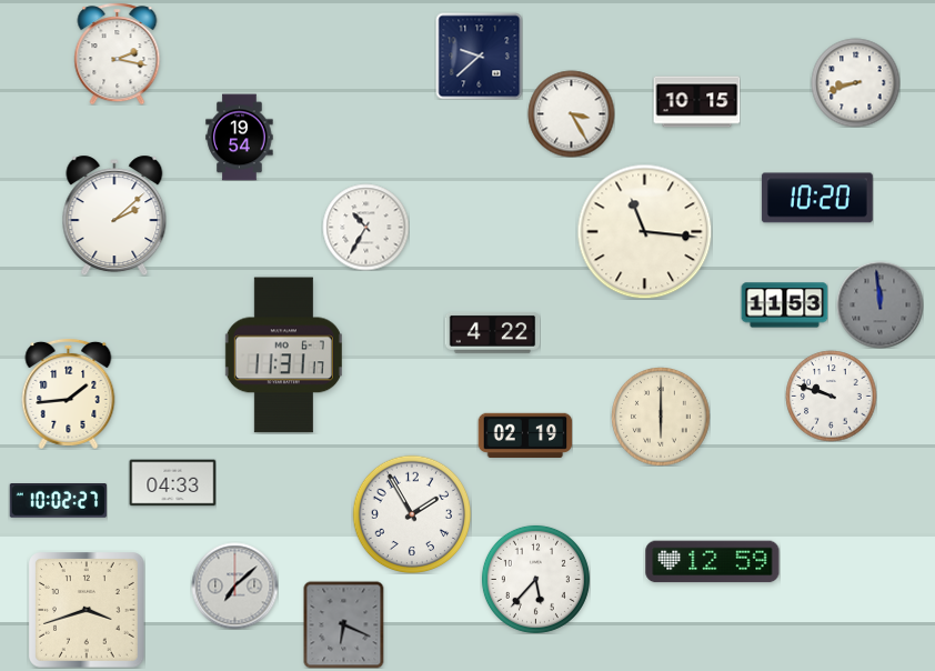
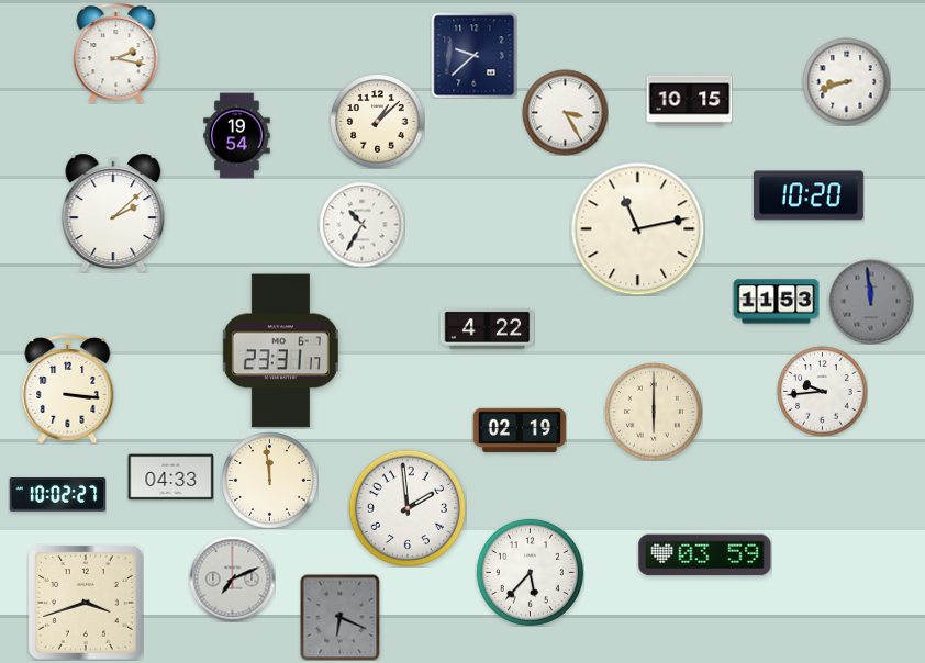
clock at (377, 121): none -> 1:08
clock at (644, 231): 11:16 -> 11:13
clock at (283, 355): 11:31 -> 23:31
clock at (69, 393): 1:44 -> 3:16
clock at (831, 395): 9:48 -> 9:44
clock at (269, 480): none -> 11:59
clock at (412, 514): 1:55 -> 1:59
clock at (713, 562): 12:59 -> 03:59
clock at (234, 585): 7:08 -> 7:11
